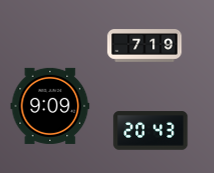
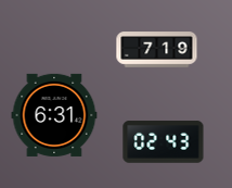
clock at (50, 106): 9:09 -> 6:31
clock at (151, 131): 20:43 -> 02:43
